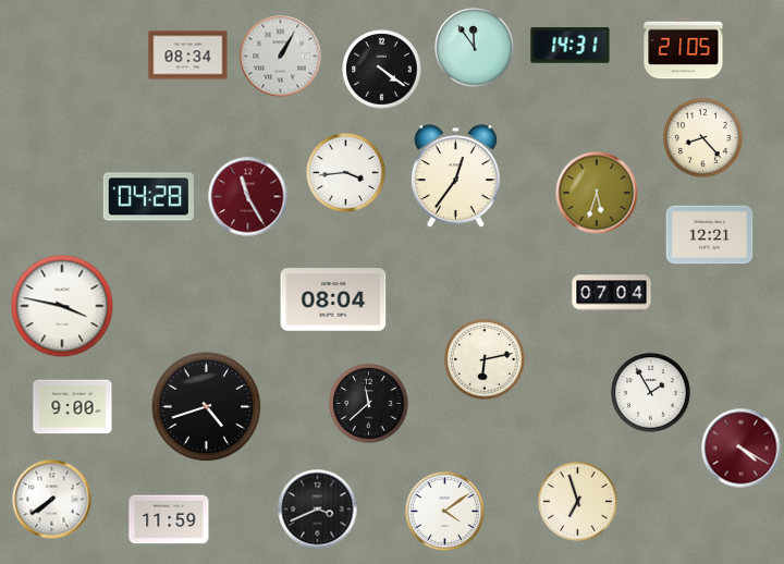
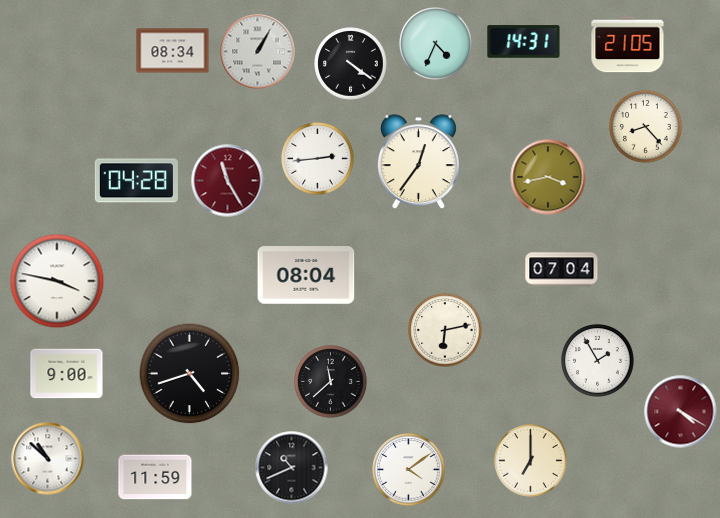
clock at (475, 48): 11:54 -> 4:34
clock at (346, 173): 3:44 -> 2:44
clock at (597, 193): 5:33 -> 3:43
clock at (710, 235): 12:21 -> none
clock at (369, 404) position: (369, 404) -> (331, 382)
clock at (52, 500): 7:39 -> 10:52
clock at (578, 502): 6:57 -> 7:00
clock at (318, 510): 3:41 -> 10:41
